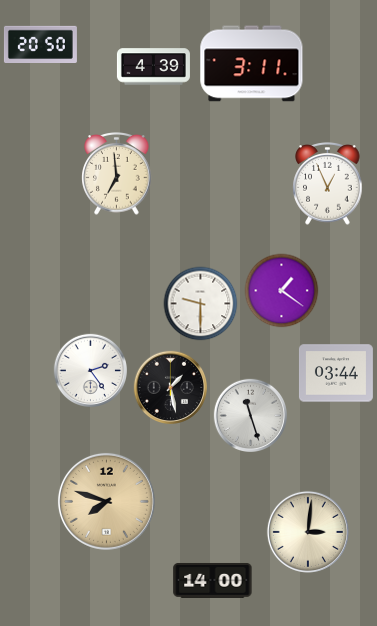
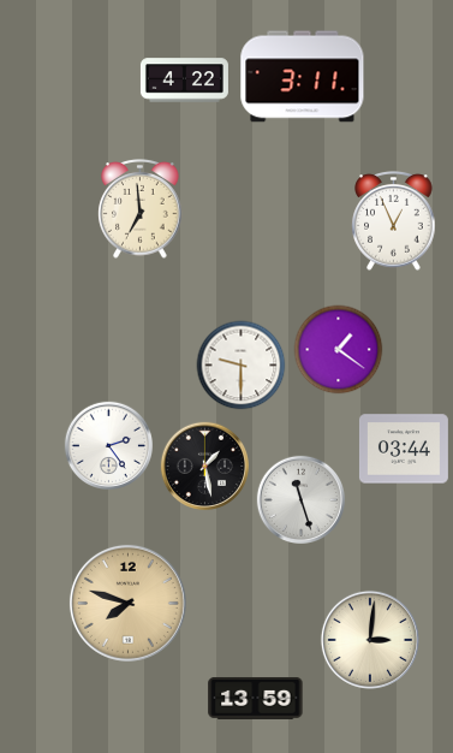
clock at (40, 44): 20:50 -> none
clock at (153, 67): 4:39 -> 4:22
clock at (213, 580): 14:00 -> 13:59
